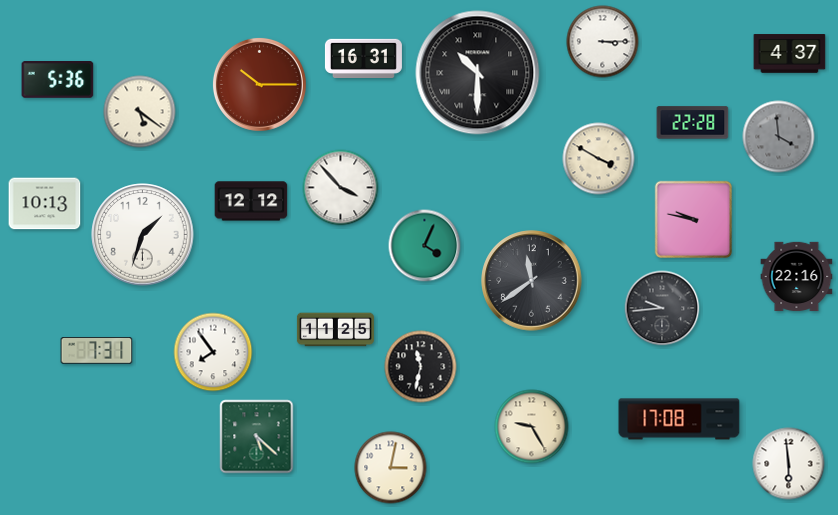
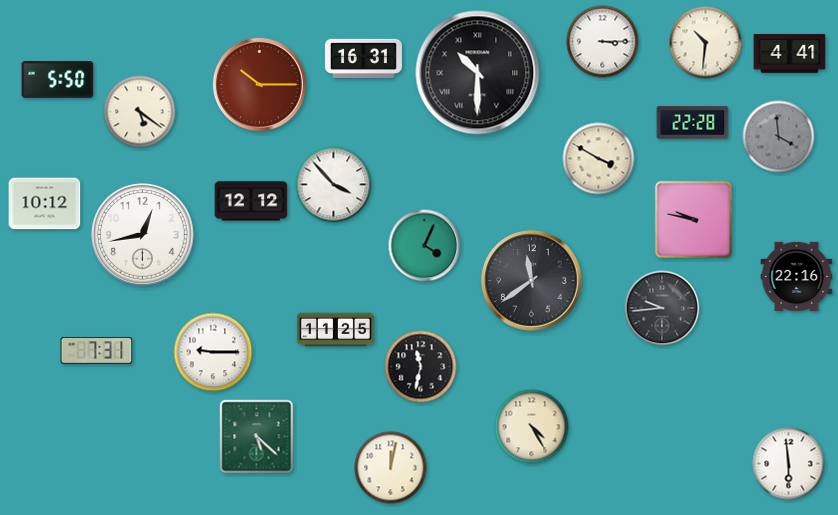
clock at (706, 43): none -> 10:31
clock at (790, 54): 4:37 -> 4:41
clock at (58, 80): 5:36 -> 5:50
clock at (341, 188) position: (341, 188) -> (334, 185)
clock at (45, 204): 10:13 -> 10:12
clock at (143, 235): 1:33 -> 12:43
clock at (213, 352): 7:54 -> 9:15
clock at (679, 419): 17:08 -> none
clock at (532, 427): 9:25 -> 4:25
clock at (391, 468): 3:02 -> 12:02
